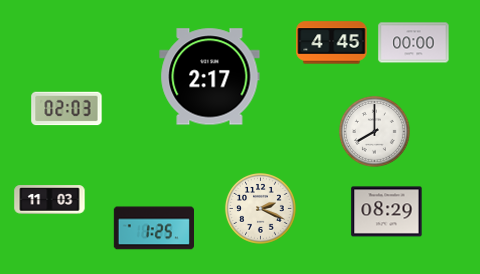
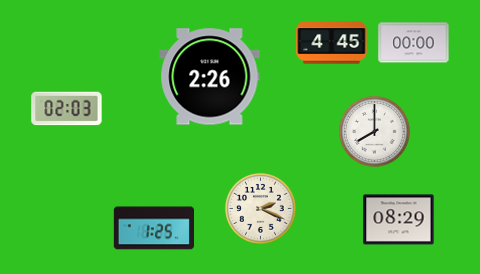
clock at (210, 77): 2:17 -> 2:26
clock at (50, 200): 11:03 -> none
clock at (387, 212) position: (387, 212) -> (399, 220)
